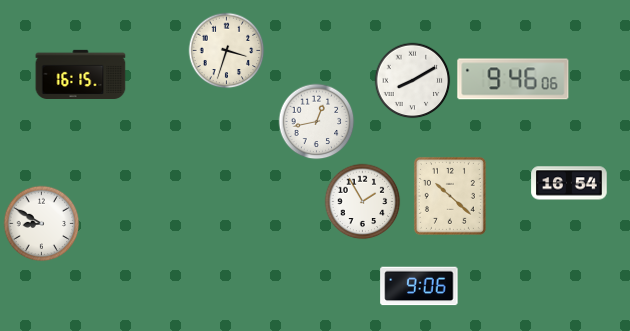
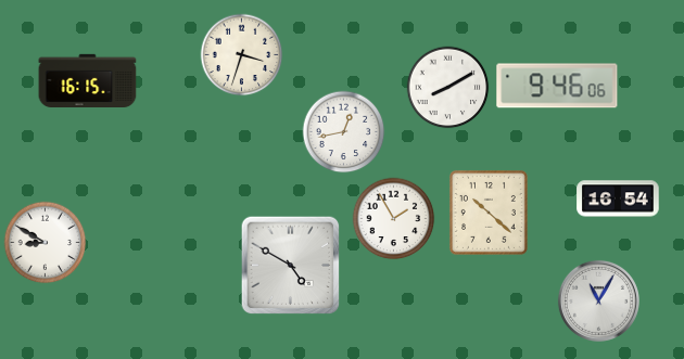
clock at (227, 51) position: (227, 51) -> (242, 55)
clock at (291, 266): none -> 4:50
clock at (598, 300): none -> 11:05
clock at (419, 286): 9:06 -> none
